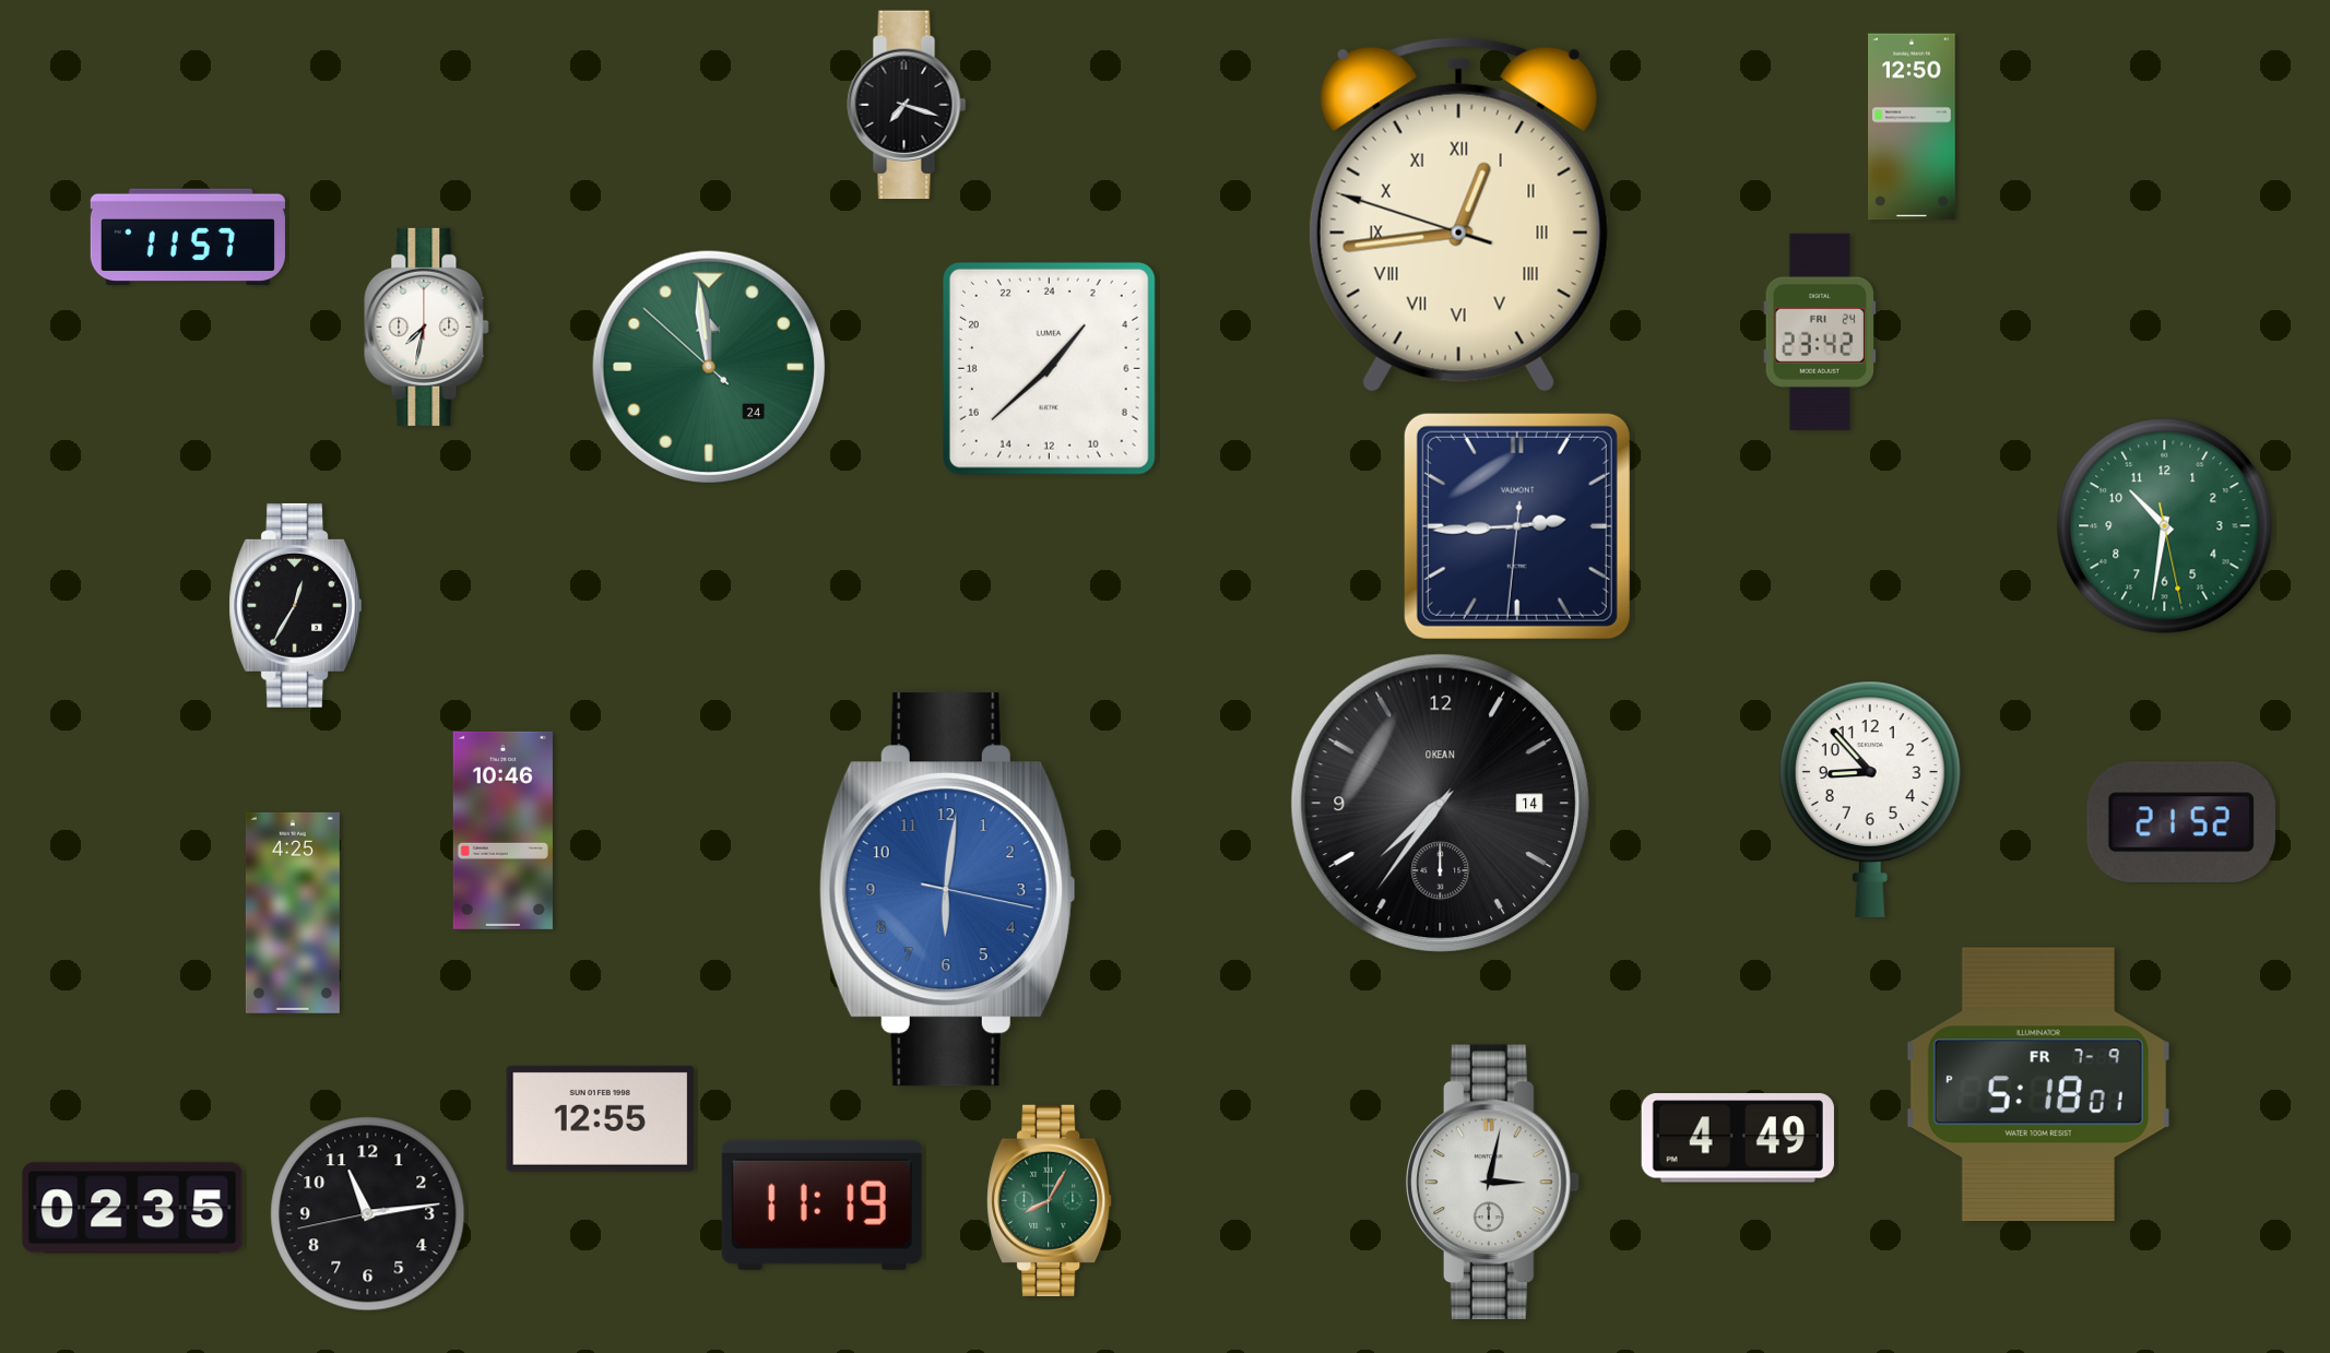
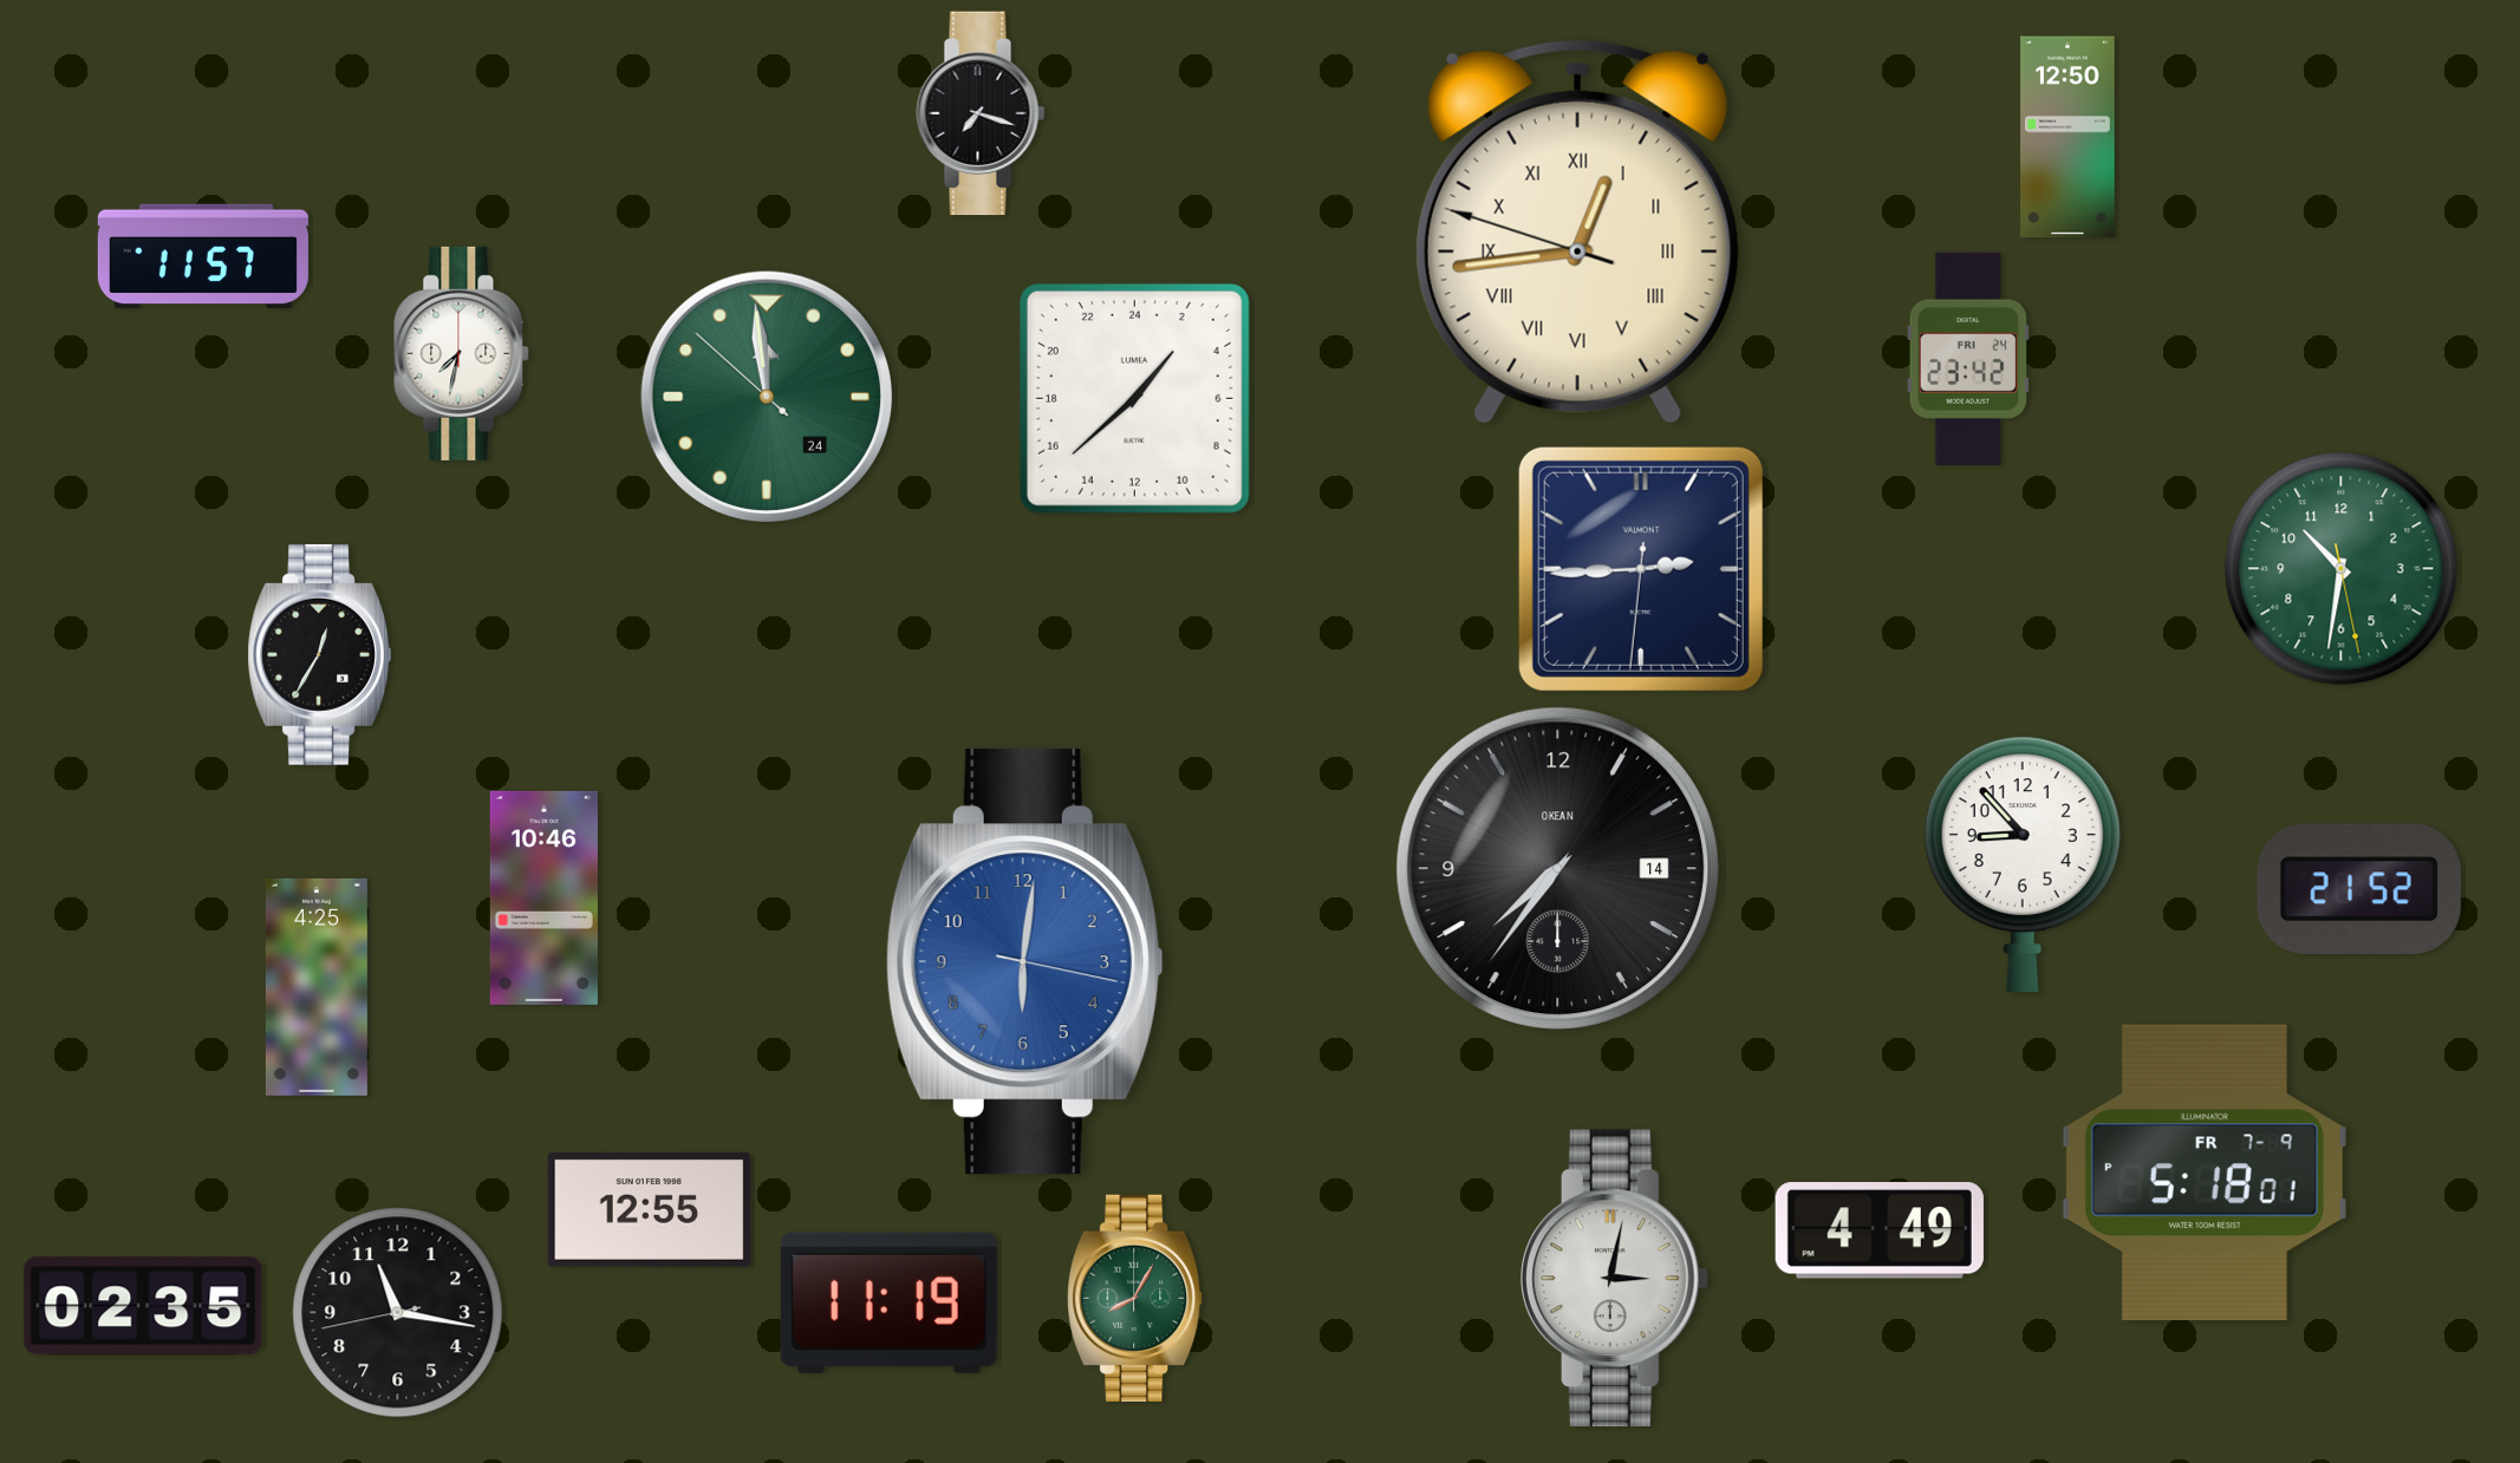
clock at (368, 1214): 11:13 -> 11:16
